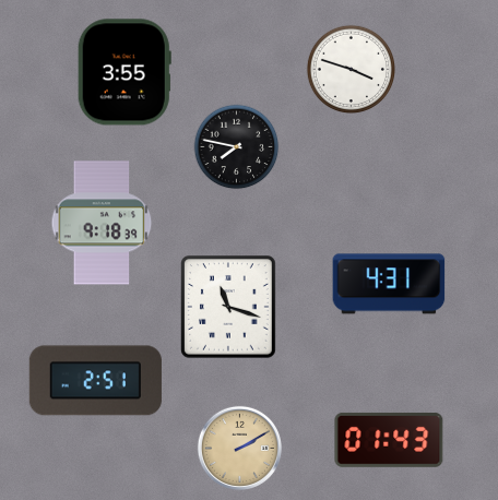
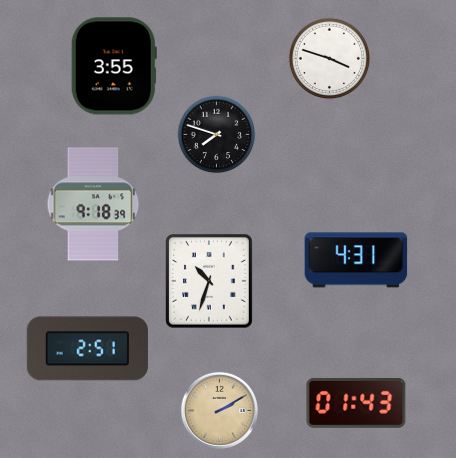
clock at (351, 69) position: (351, 69) -> (329, 58)
clock at (237, 147): 7:47 -> 7:48
clock at (229, 307): 11:18 -> 10:33
